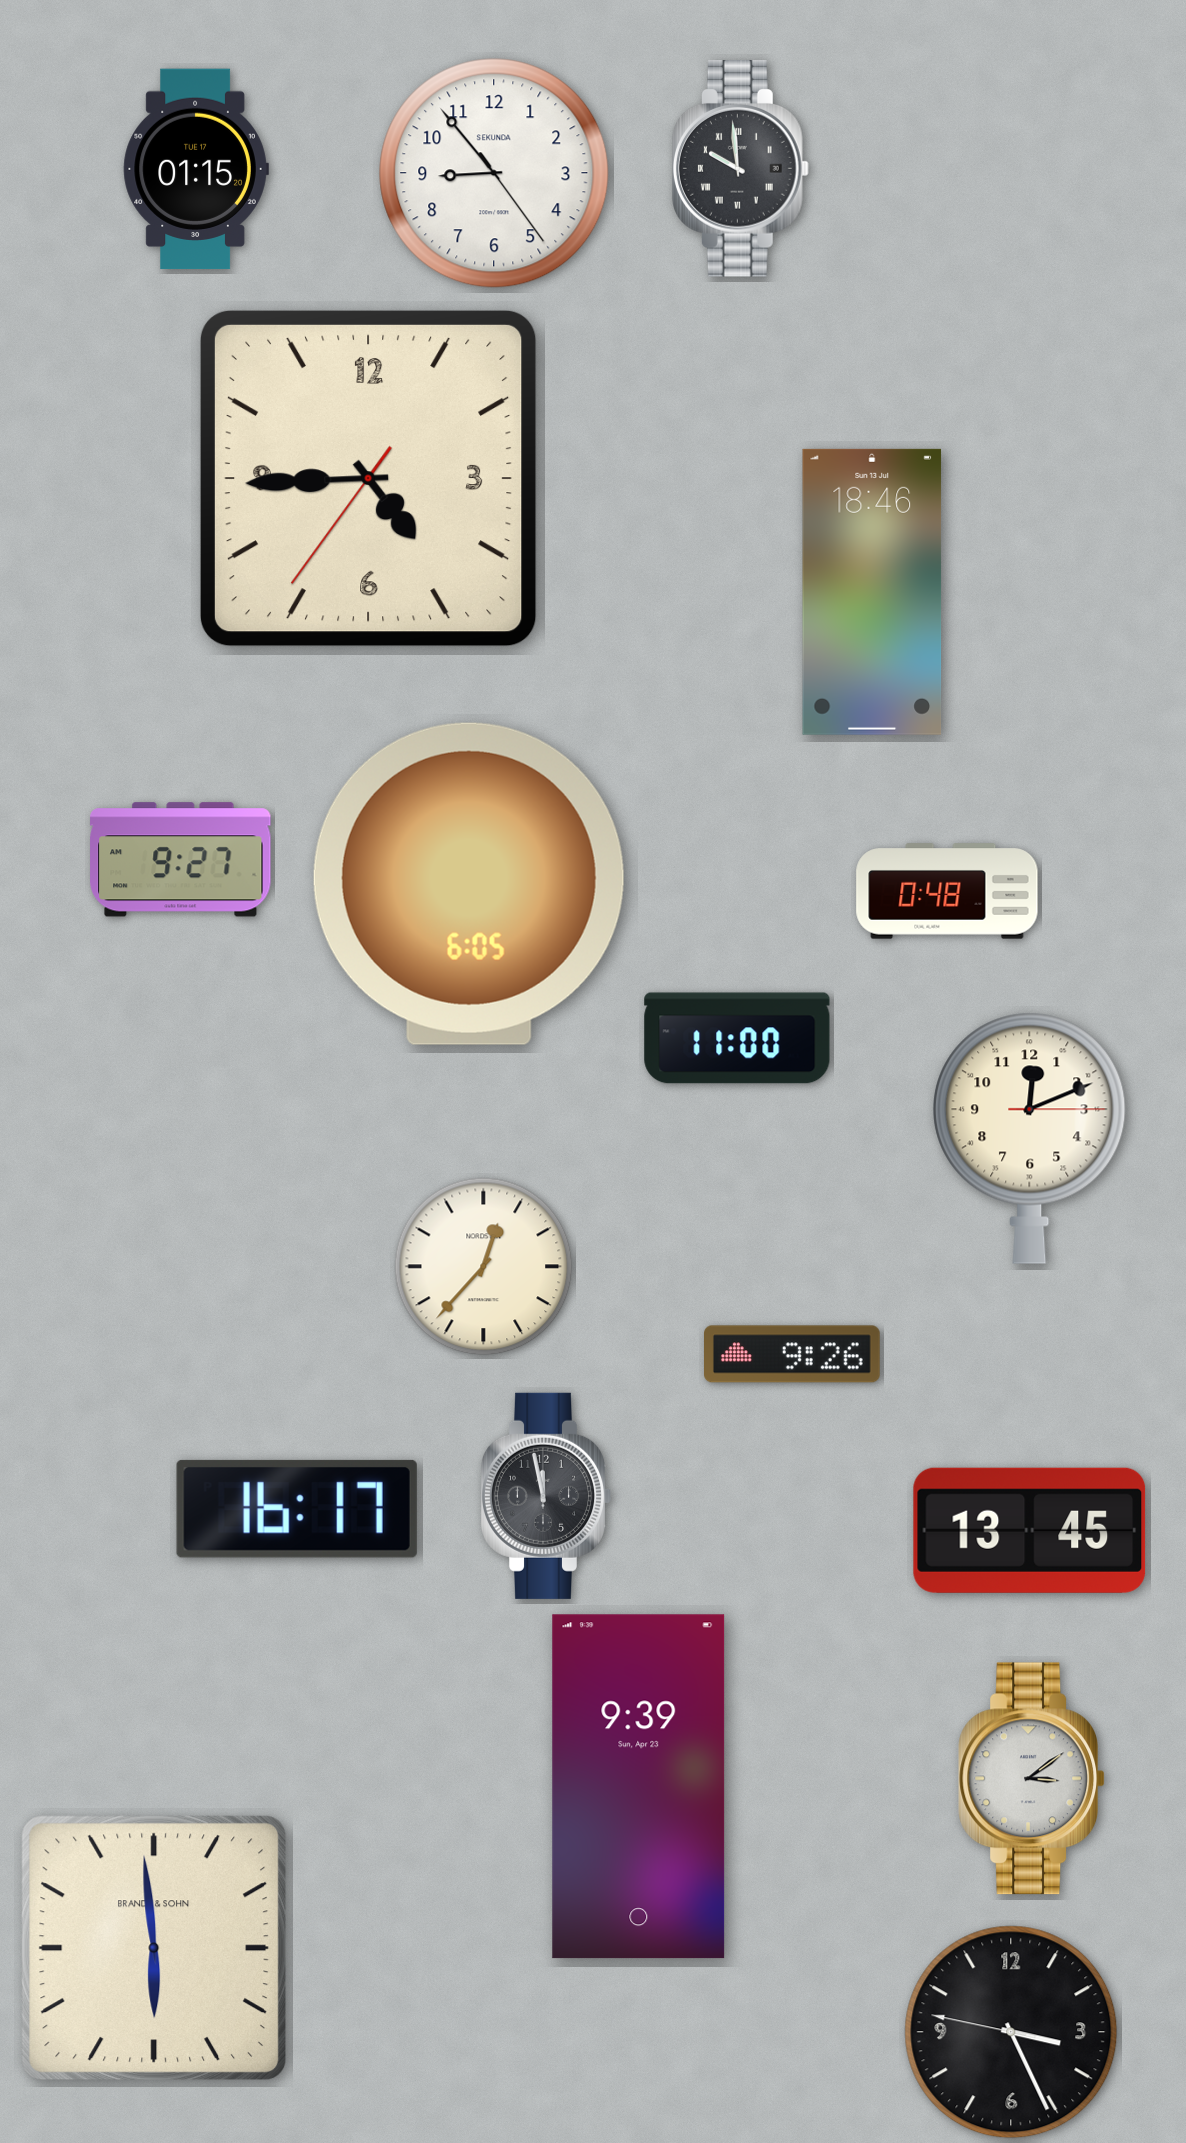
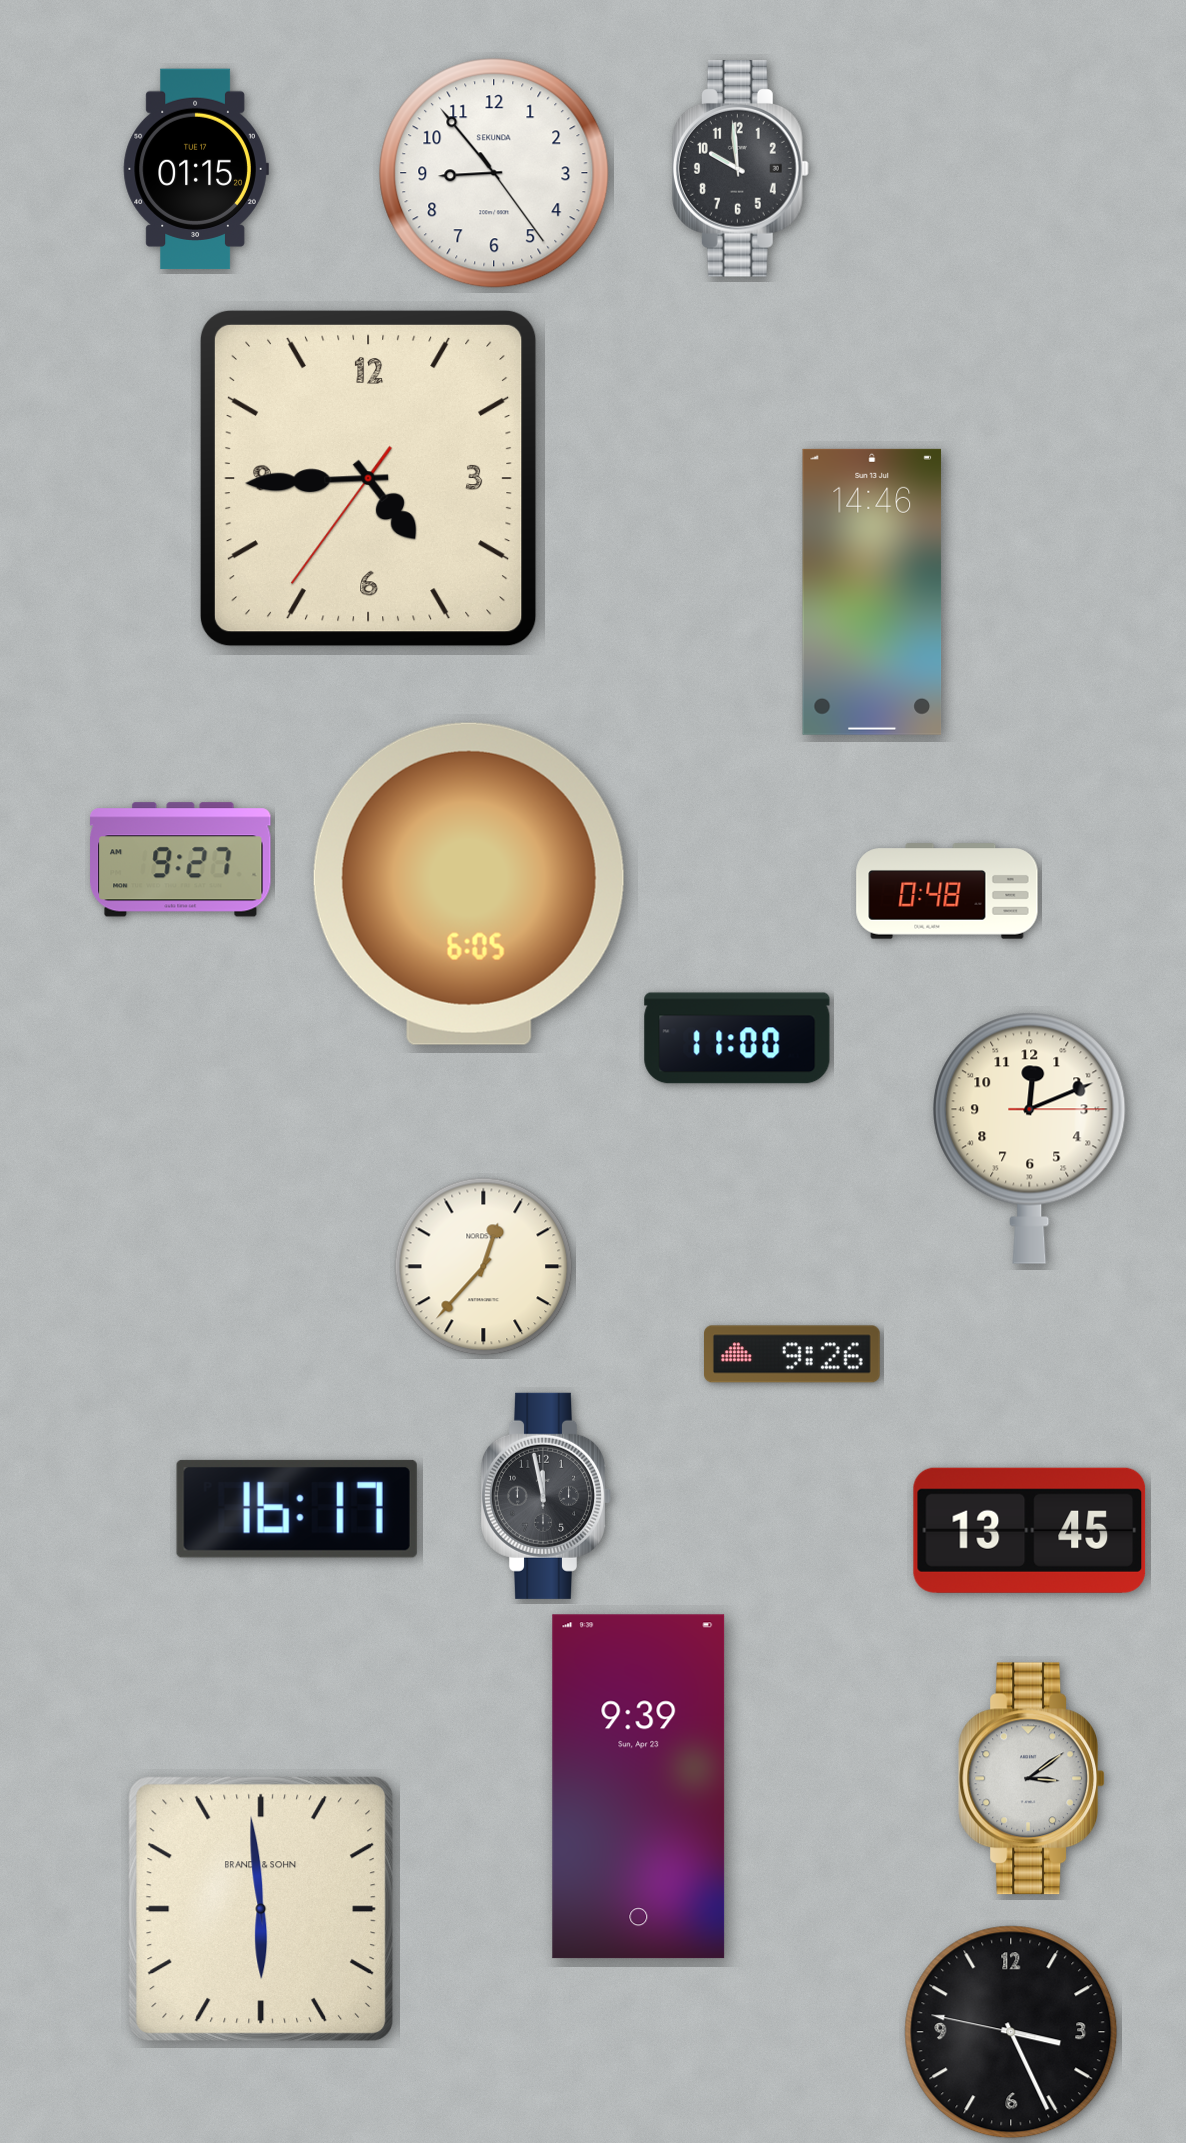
clock at (740, 169) numerals: Roman -> Arabic
clock at (872, 592): 18:46 -> 14:46
clock at (154, 1948) position: (154, 1948) -> (261, 1909)
